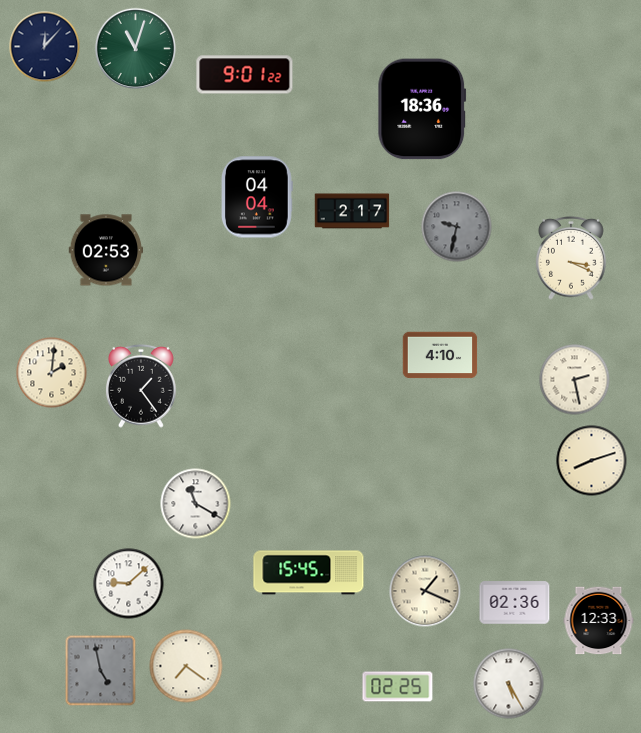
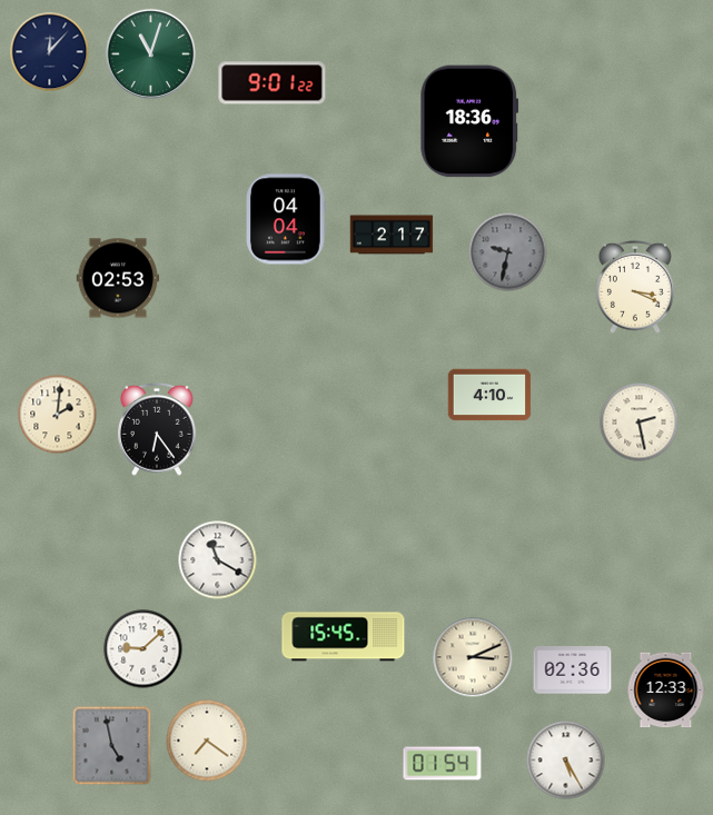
clock at (141, 386): 1:24 -> 6:24
clock at (592, 461): 8:12 -> none
clock at (425, 591): 1:19 -> 3:11
clock at (398, 687): 02:25 -> 01:54
